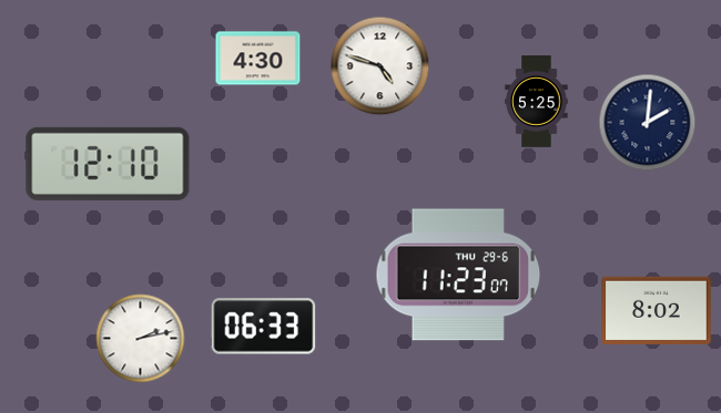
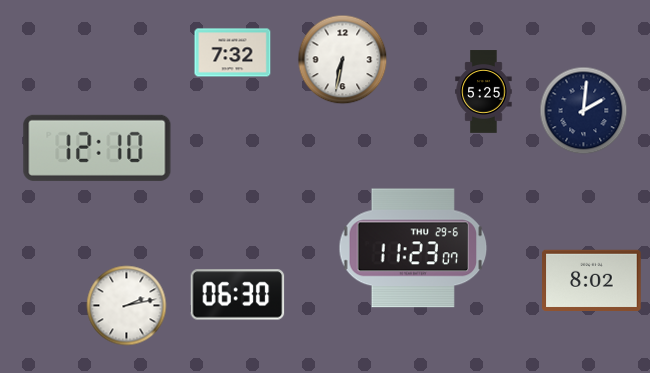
clock at (258, 59): 4:30 -> 7:32
clock at (380, 66): 4:48 -> 6:32
clock at (264, 327): 06:33 -> 06:30
